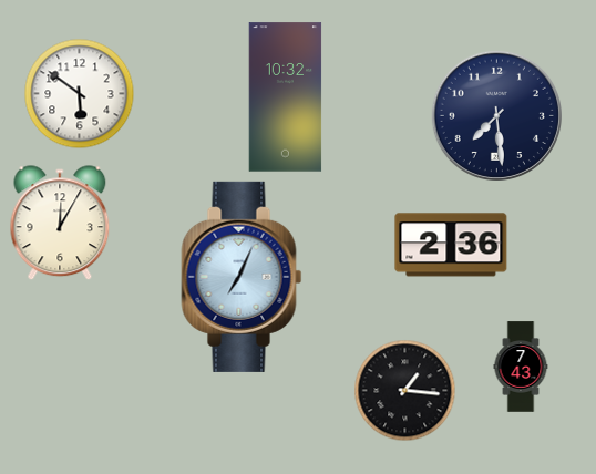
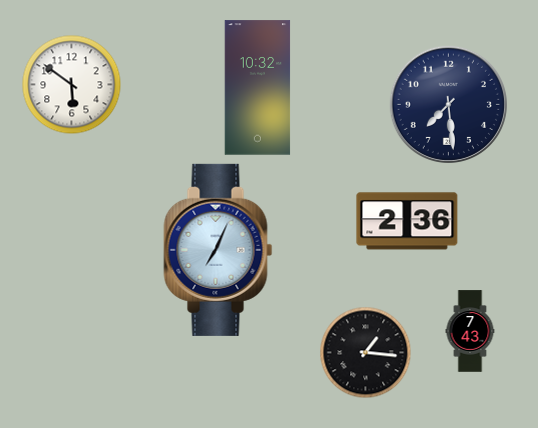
clock at (60, 223): 12:05 -> none
